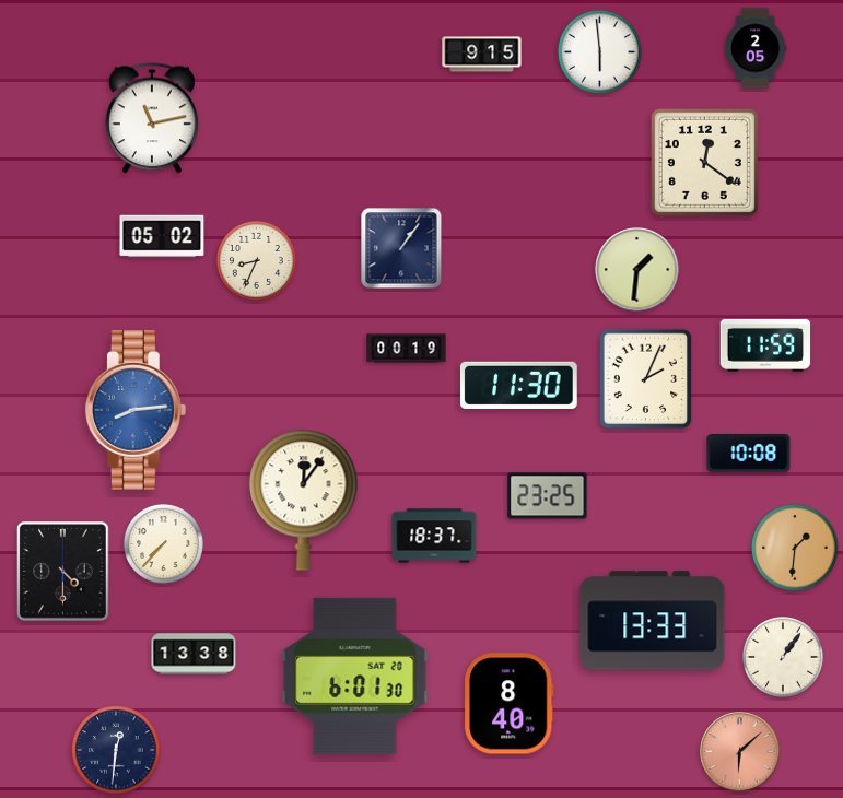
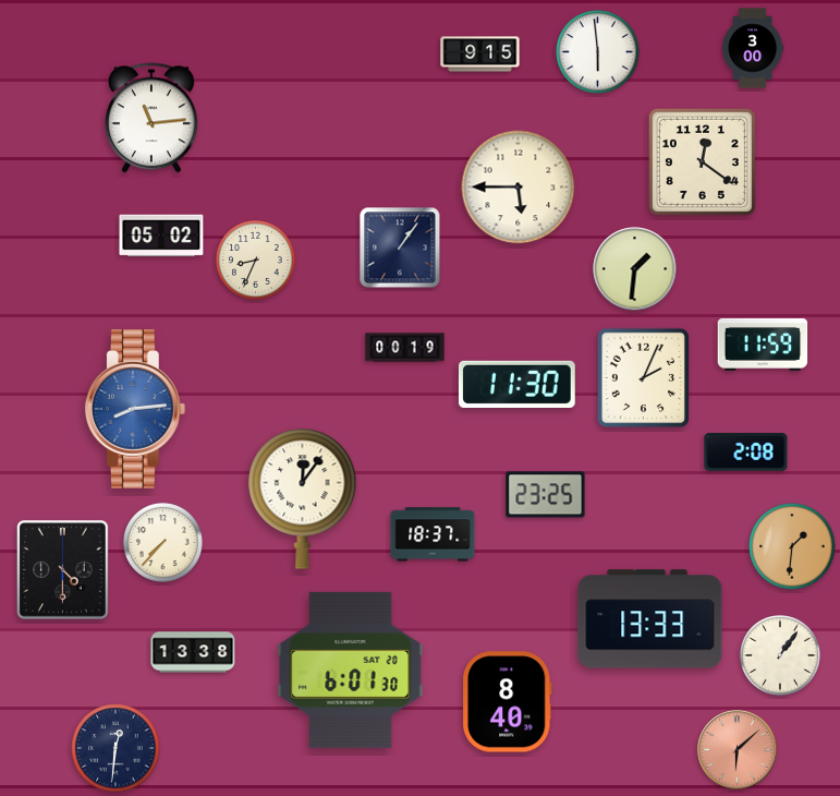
clock at (756, 48): 2:05 -> 3:00
clock at (152, 118): 11:13 -> 11:14
clock at (519, 188): none -> 5:45
clock at (749, 454): 10:08 -> 2:08
clock at (355, 676) position: (355, 676) -> (351, 670)
